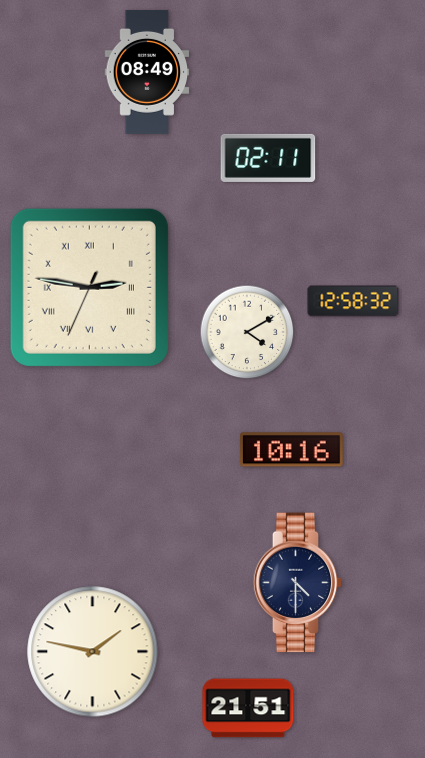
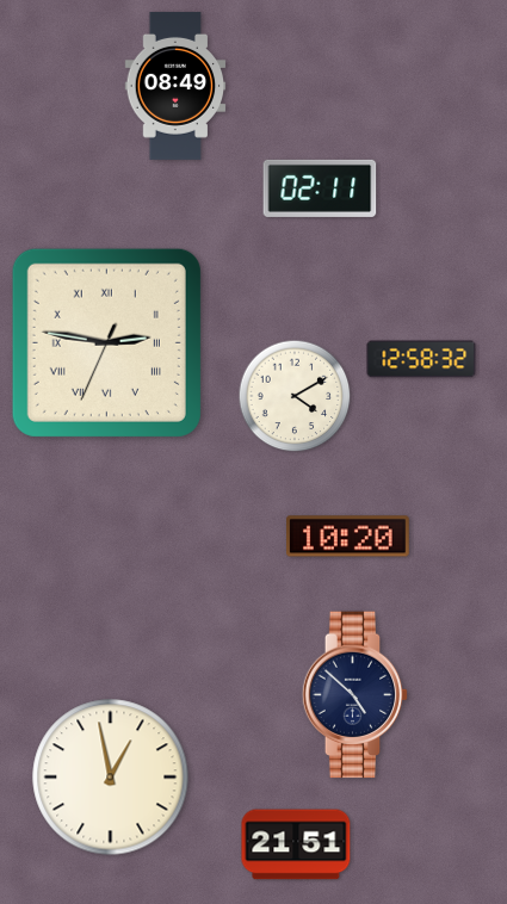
clock at (292, 450): 10:16 -> 10:20
clock at (298, 583): 4:30 -> 4:52
clock at (93, 652): 1:47 -> 12:58
